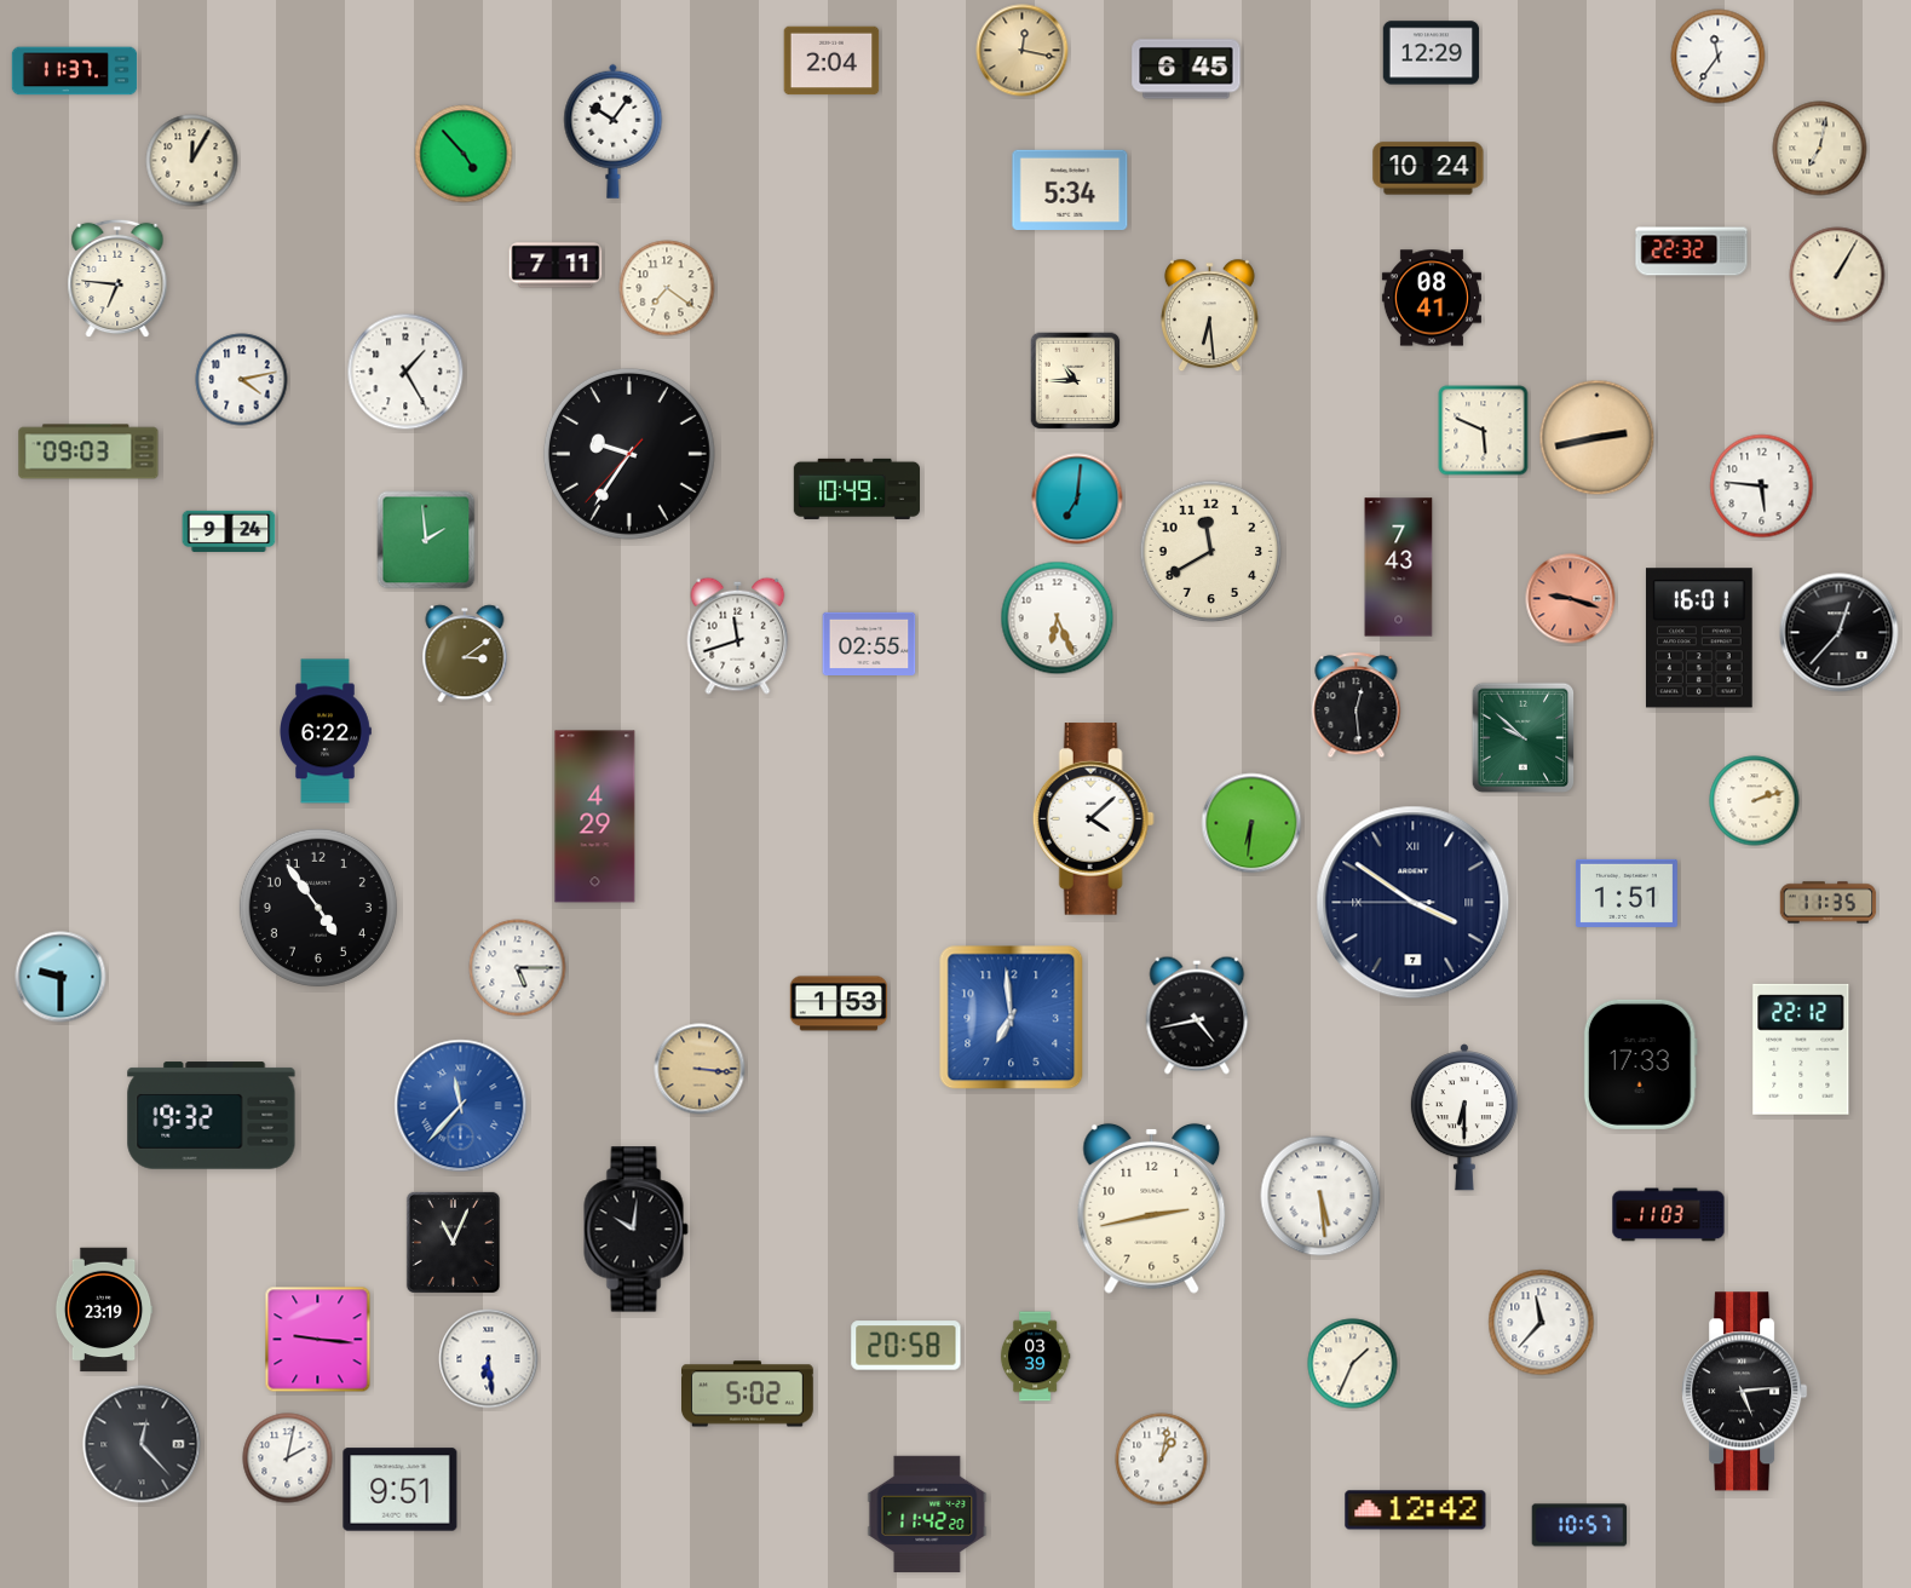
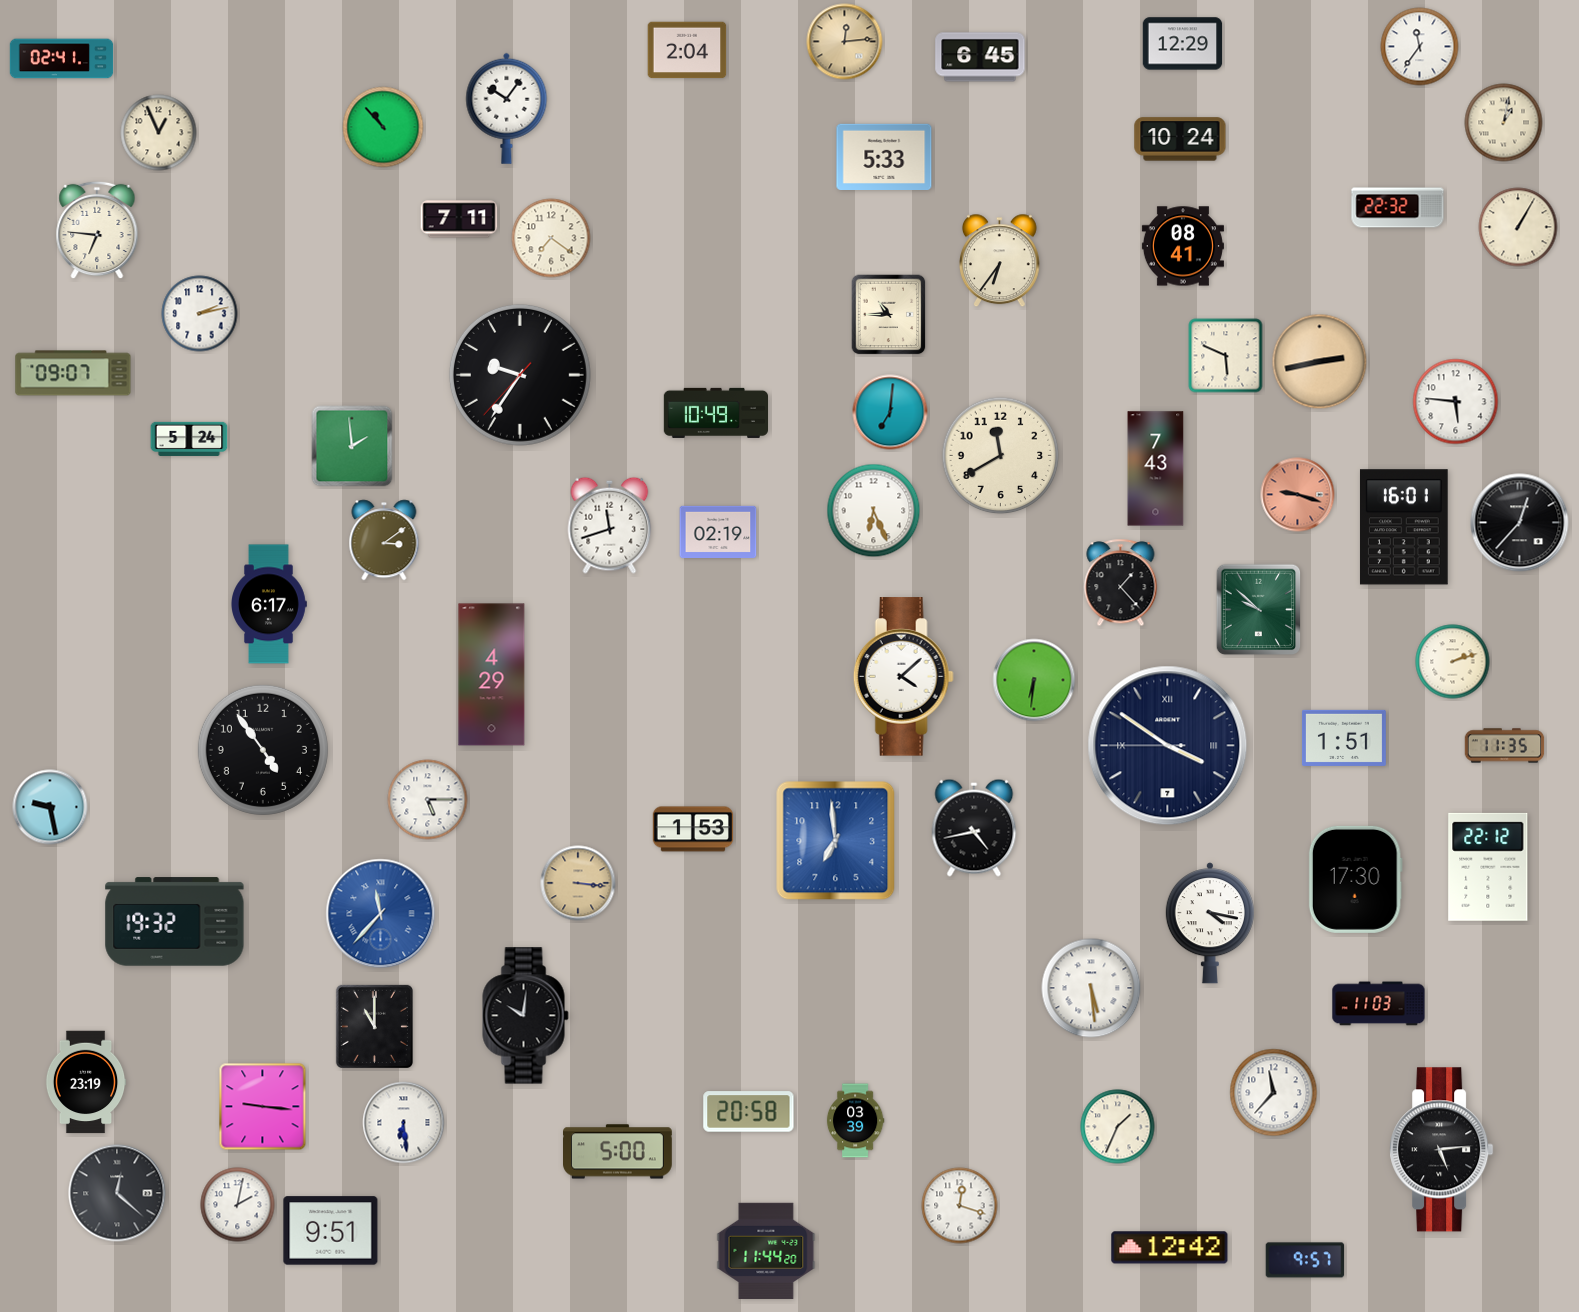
clock at (1023, 51): 12:17 -> 12:14
clock at (75, 71): 11:37 -> 02:41
clock at (1820, 149): 7:02 -> 1:02
clock at (464, 154): 4:53 -> 10:53
clock at (192, 161): 12:05 -> 12:56
clock at (1070, 189): 5:34 -> 5:33
clock at (1209, 316): 6:29 -> 6:36
clock at (405, 372): 1:25 -> none
clock at (242, 380): 4:13 -> 2:13
clock at (88, 451): 09:03 -> 09:07
clock at (856, 489) position: (856, 489) -> (715, 413)
clock at (229, 531): 9:24 -> 5:24
clock at (869, 643): 02:55 -> 02:19
clock at (1357, 706): 12:29 -> 1:23
clock at (326, 731): 6:22 -> 6:17
clock at (1755, 801) position: (1755, 801) -> (1453, 662)
clock at (1829, 903) position: (1829, 903) -> (1505, 746)
clock at (61, 977): 9:30 -> 9:28
clock at (1197, 1015) position: (1197, 1015) -> (974, 828)
clock at (1640, 1064): 17:33 -> 17:30
clock at (1464, 1117): 6:30 -> 4:17
clock at (1152, 1208): 2:43 -> none
clock at (453, 1242): 11:04 -> 11:00
clock at (748, 1394): 5:02 -> 5:00
clock at (142, 1444): 12:23 -> 12:22
clock at (1162, 1460): 1:02 -> 12:18
clock at (927, 1513): 11:42 -> 11:44
clock at (1579, 1525): 10:57 -> 9:57
